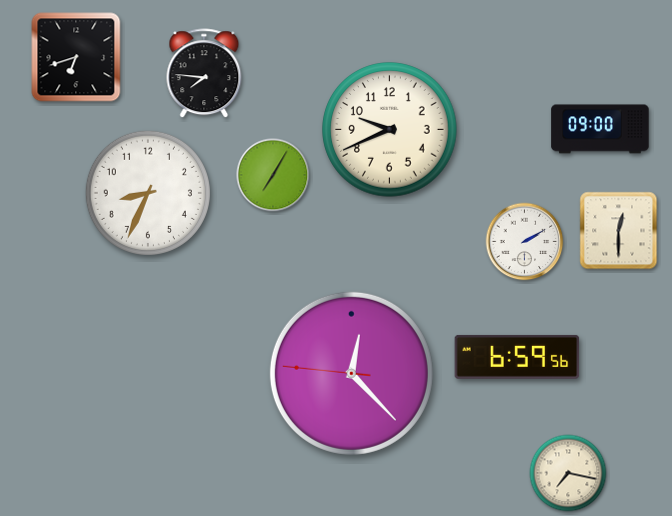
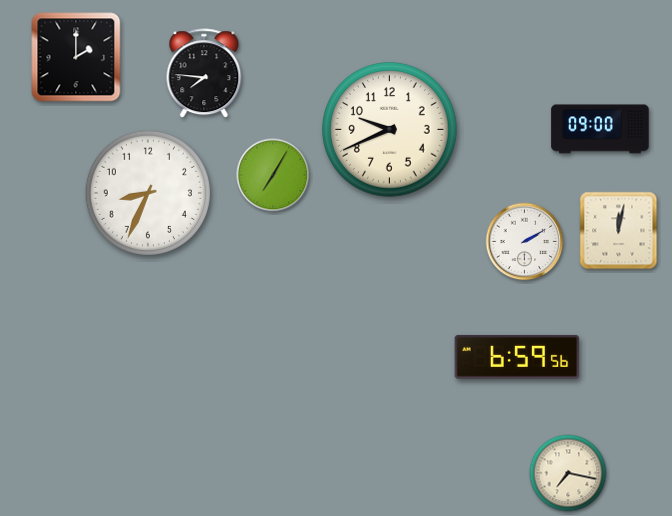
clock at (76, 57): 6:42 -> 2:00
clock at (619, 231): 12:30 -> 12:02
clock at (351, 373): 12:22 -> none
